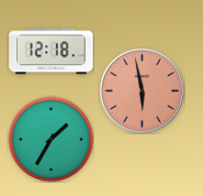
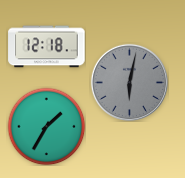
clock at (142, 90): 5:58 -> 6:02
clock at (142, 90) dial: salmon -> grey
